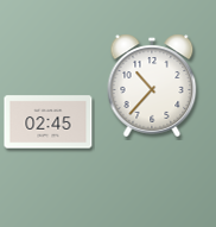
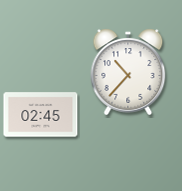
clock at (49, 122) position: (49, 122) -> (41, 115)
